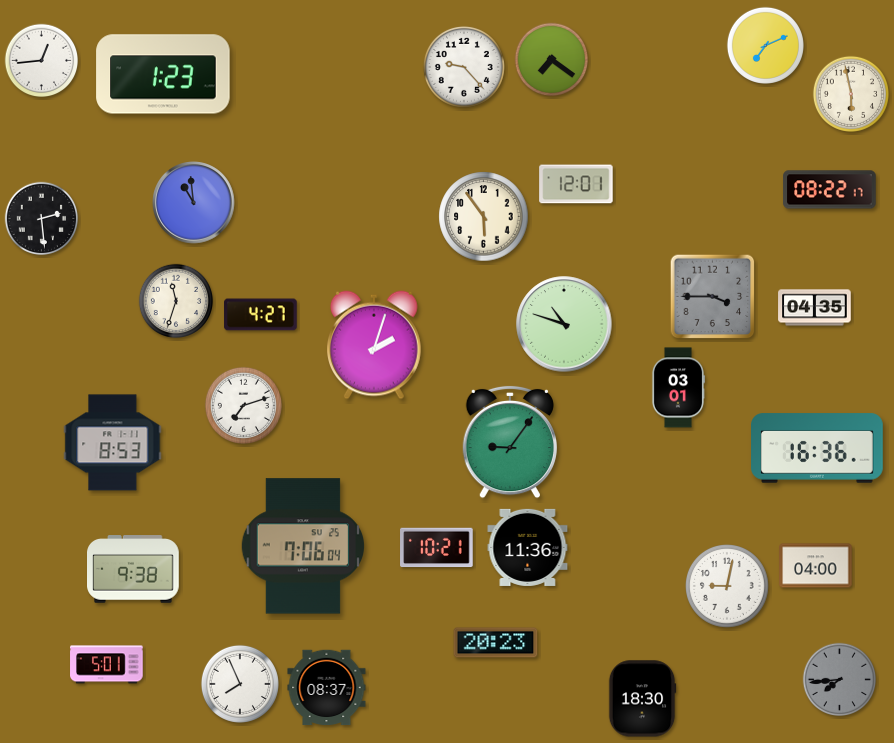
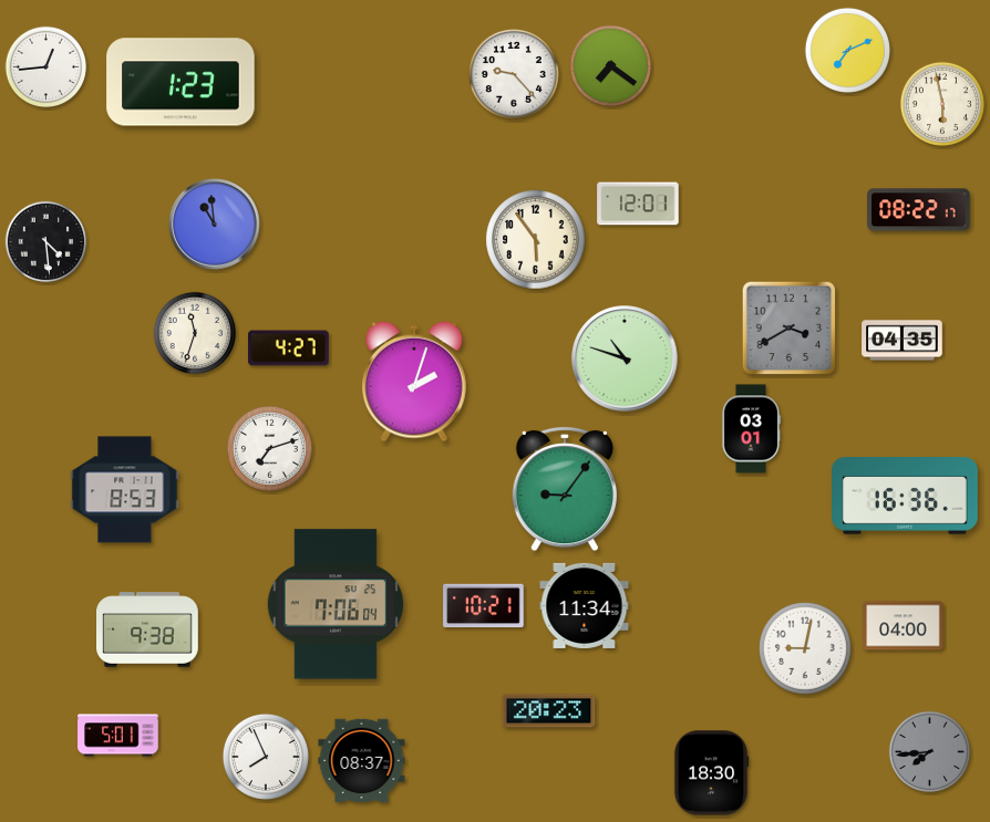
clock at (42, 219): 2:29 -> 4:29
clock at (713, 297): 3:45 -> 3:40
clock at (528, 547): 11:36 -> 11:34
